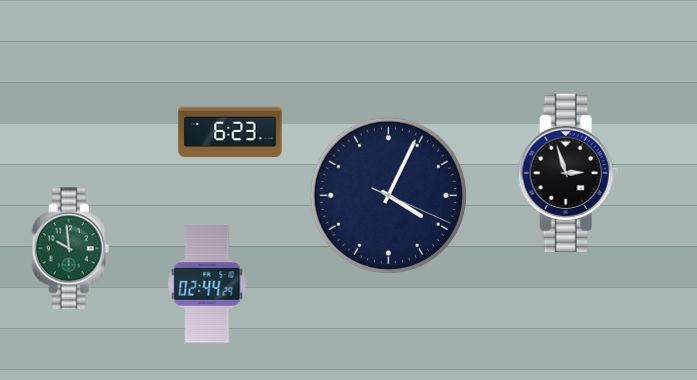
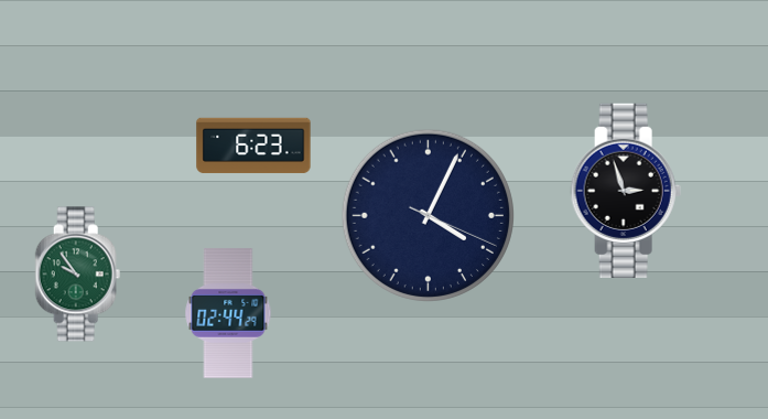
clock at (71, 249): 9:59 -> 9:54
